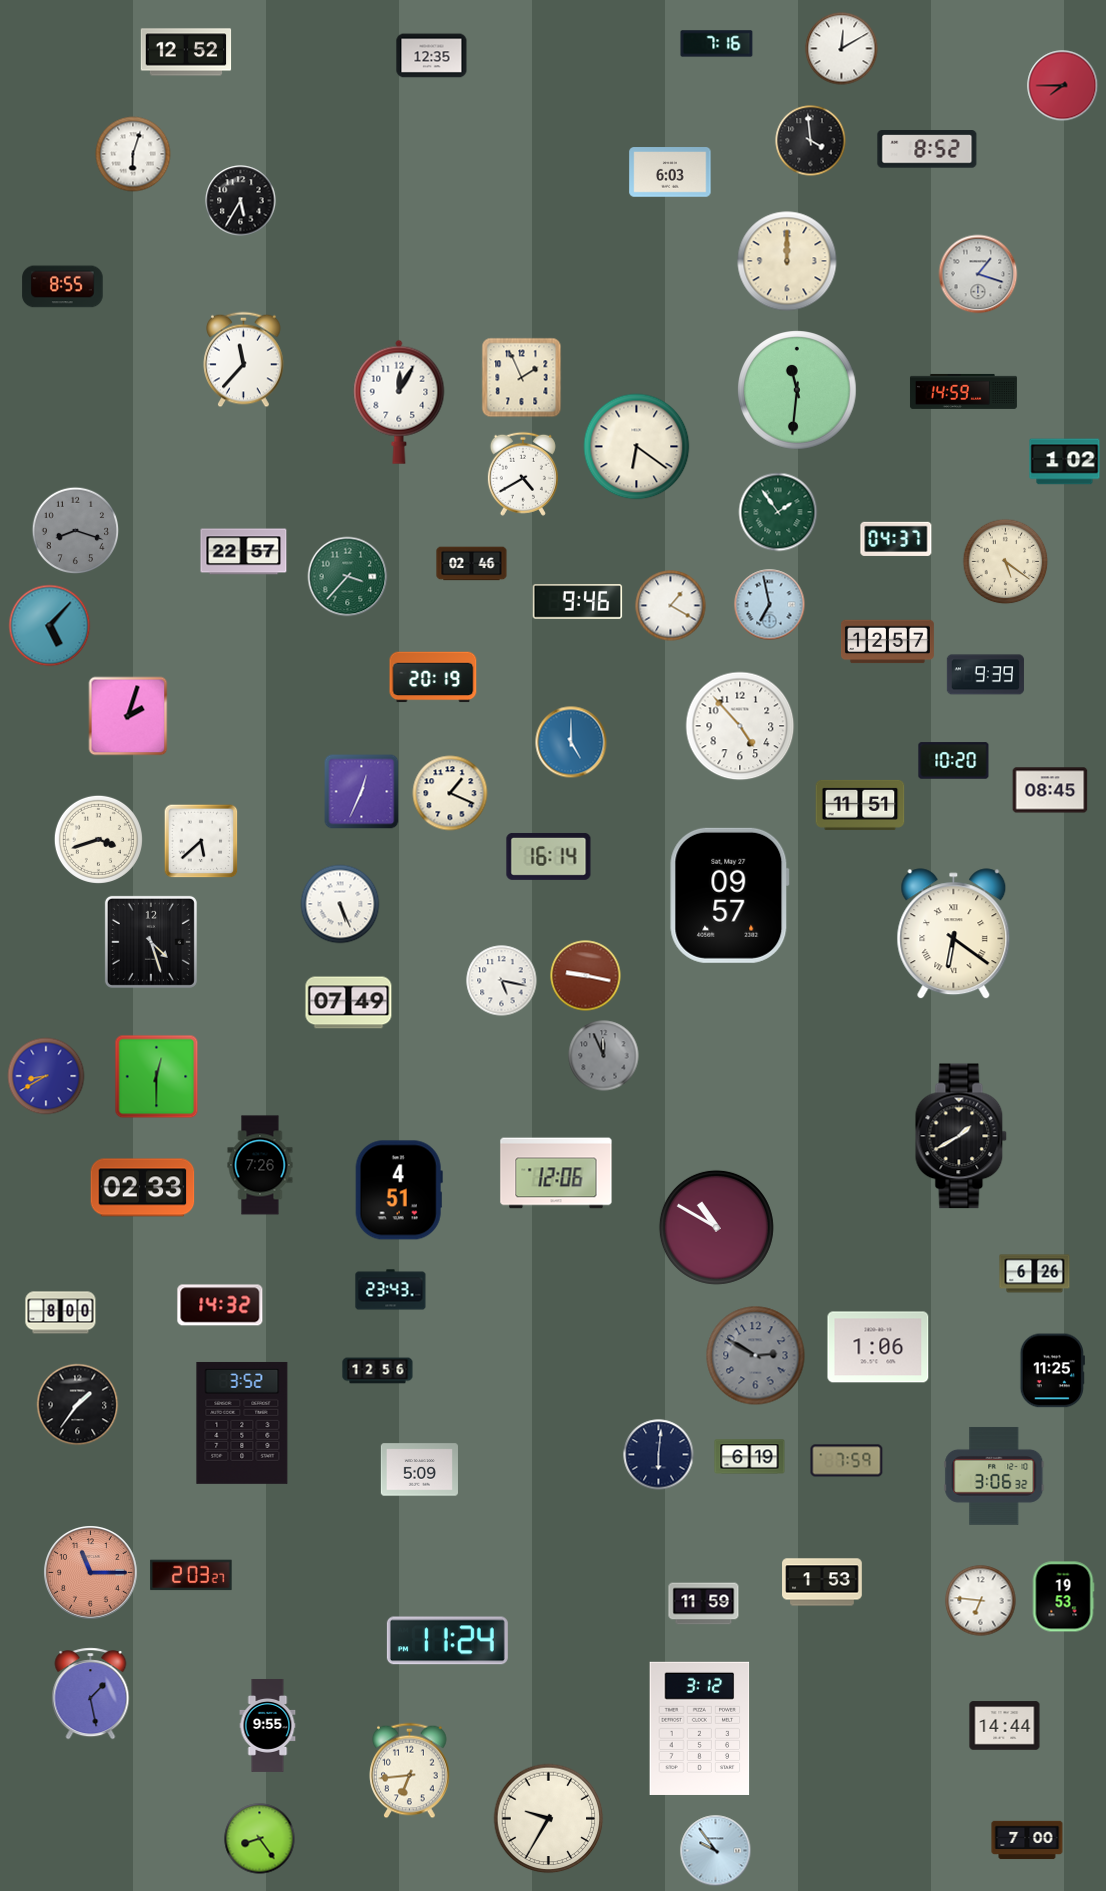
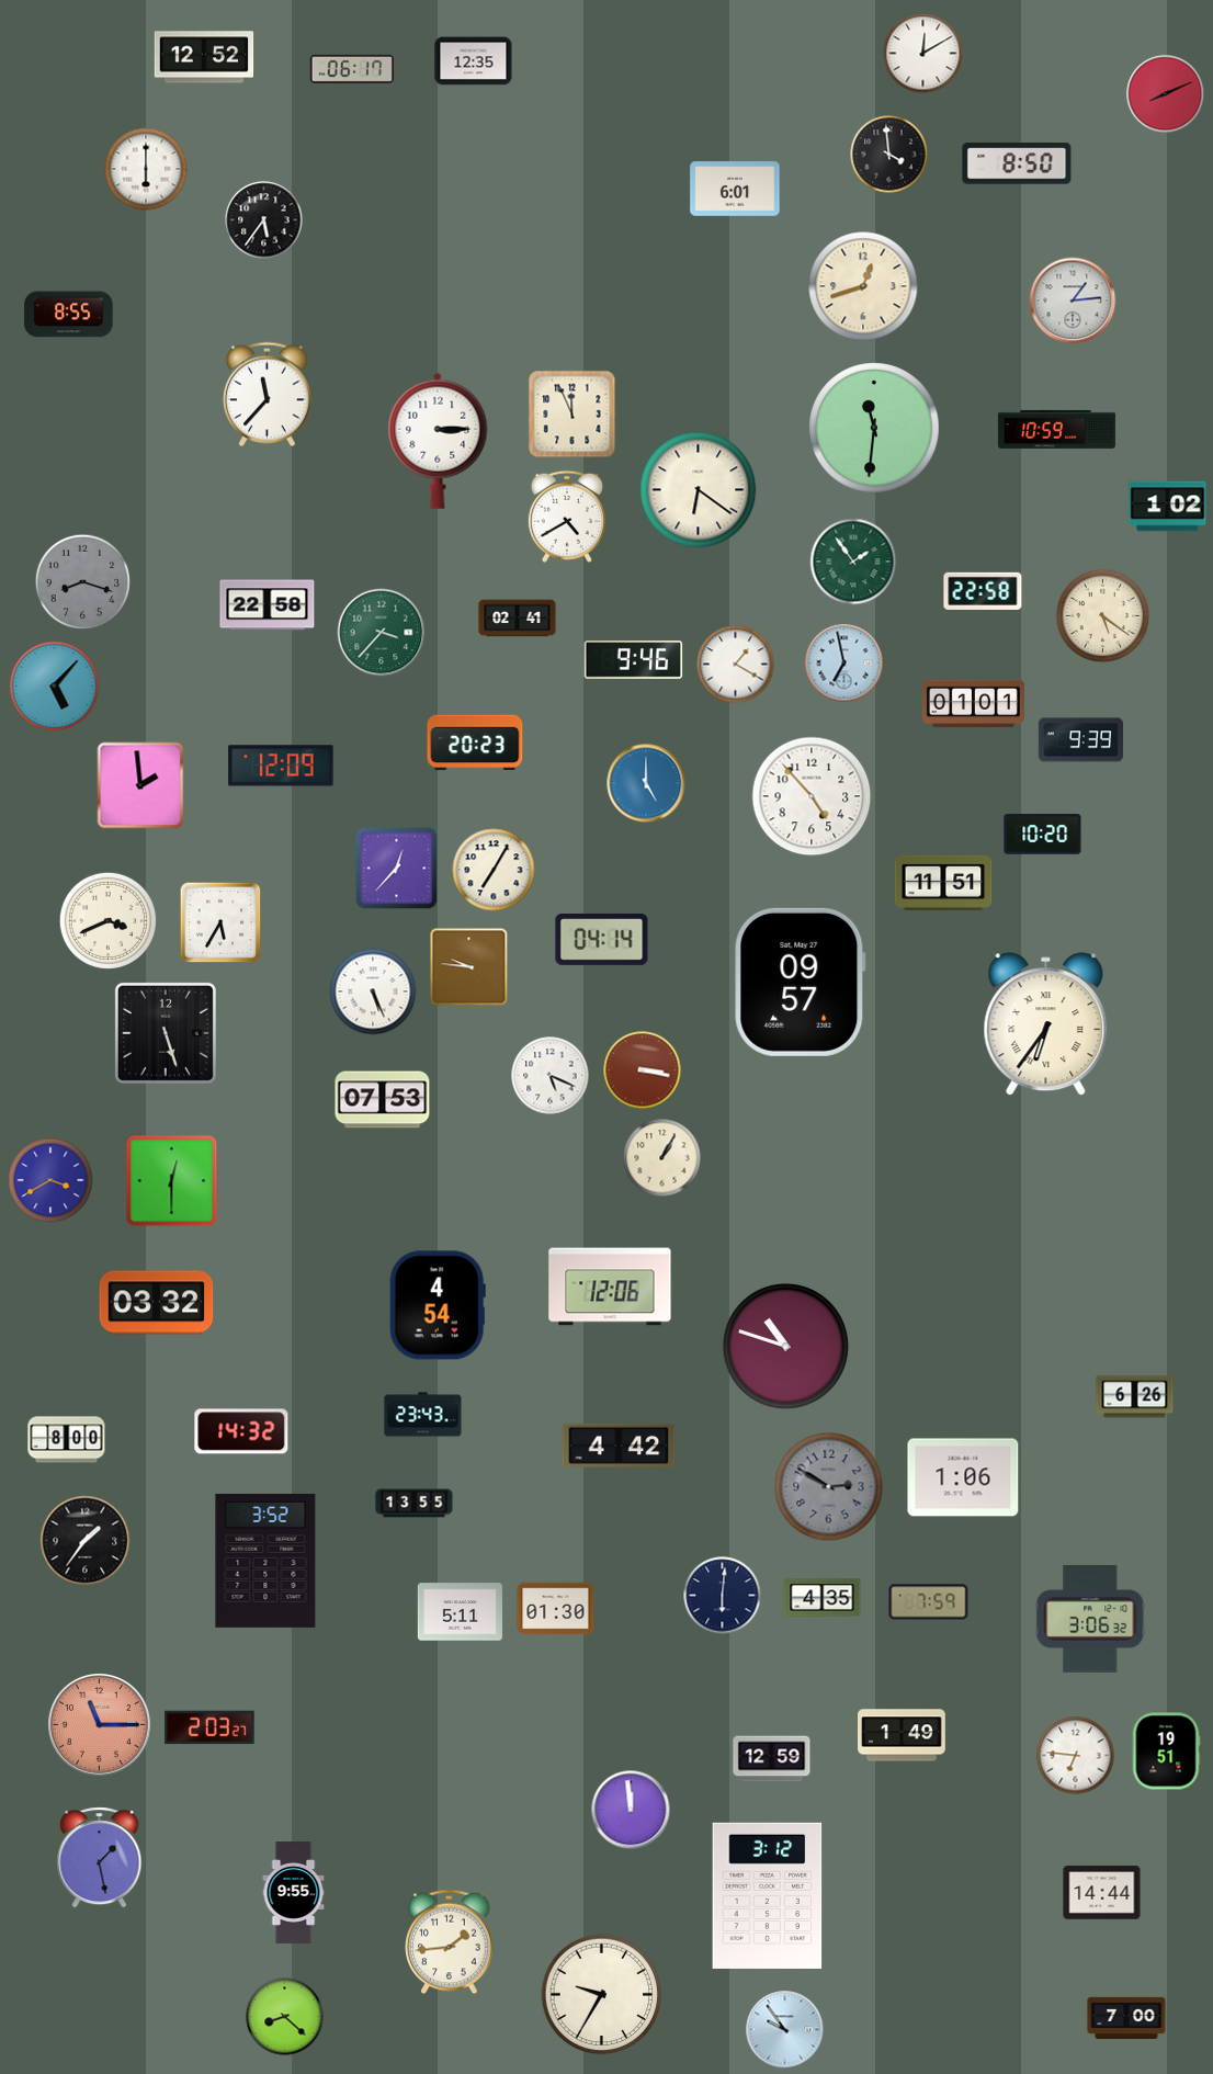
clock at (717, 44): 7:16 -> none
clock at (352, 69): none -> 06:17
clock at (1063, 86): 7:45 -> 8:11
clock at (927, 149): 8:52 -> 8:50
clock at (133, 154): 6:03 -> 6:00
clock at (670, 172): 6:03 -> 6:01
clock at (241, 201): 5:35 -> 5:36
clock at (787, 261): 12:00 -> 12:42
clock at (978, 274): 1:18 -> 1:14
clock at (522, 378): 1:56 -> 11:56
clock at (963, 391): 14:59 -> 10:59
clock at (399, 402): 12:05 -> 3:15
clock at (523, 474) position: (523, 474) -> (567, 517)
clock at (896, 539): 04:37 -> 22:58
clock at (244, 552): 22:57 -> 22:58
clock at (472, 564): 02:46 -> 02:41
clock at (887, 642): 12:57 -> 01:01
clock at (433, 677): 20:19 -> 20:23
clock at (281, 766): none -> 12:09
clock at (128, 716): 2:03 -> 1:59
clock at (571, 742) position: (571, 742) -> (646, 783)
clock at (954, 761) position: (954, 761) -> (1043, 835)
clock at (1050, 790): 08:45 -> none
clock at (362, 792): 12:34 -> 12:37
clock at (450, 793): 1:19 -> 7:05
clock at (98, 839): 3:42 -> 3:41
clock at (201, 841): 5:38 -> 5:35
clock at (549, 856): 16:14 -> 04:14
clock at (469, 967): none -> 9:46
clock at (954, 934): 6:21 -> 6:36
clock at (151, 942): 4:27 -> 5:27
clock at (586, 976): 9:17 -> 3:17
clock at (502, 981): 5:17 -> 5:19
clock at (349, 1003): 07:49 -> 07:53
clock at (604, 1056): 11:56 -> 1:05
clock at (604, 1056) dial: grey -> cream
clock at (46, 1076): 8:40 -> 3:40
clock at (961, 1136): 1:40 -> none
clock at (260, 1165): 7:26 -> none
clock at (143, 1188): 02:33 -> 03:32
clock at (399, 1190): 4:51 -> 4:54
clock at (716, 1227): 10:50 -> 10:48
clock at (391, 1290) position: (391, 1290) -> (423, 1415)
clock at (619, 1446): none -> 4:42
clock at (378, 1371): 12:56 -> 13:55
clock at (1052, 1371): 11:25 -> none
clock at (750, 1457): 6:19 -> 4:35
clock at (556, 1609): none -> 01:30
clock at (419, 1470): 5:09 -> 5:11
clock at (822, 1582): 1:53 -> 1:49
clock at (1063, 1597): 19:53 -> 19:51
clock at (704, 1604): 11:59 -> 12:59
clock at (447, 1641): 11:24 -> none
clock at (631, 1810): none -> 11:59
clock at (410, 1771): 6:44 -> 1:44
clock at (260, 1839): 8:24 -> 8:22
